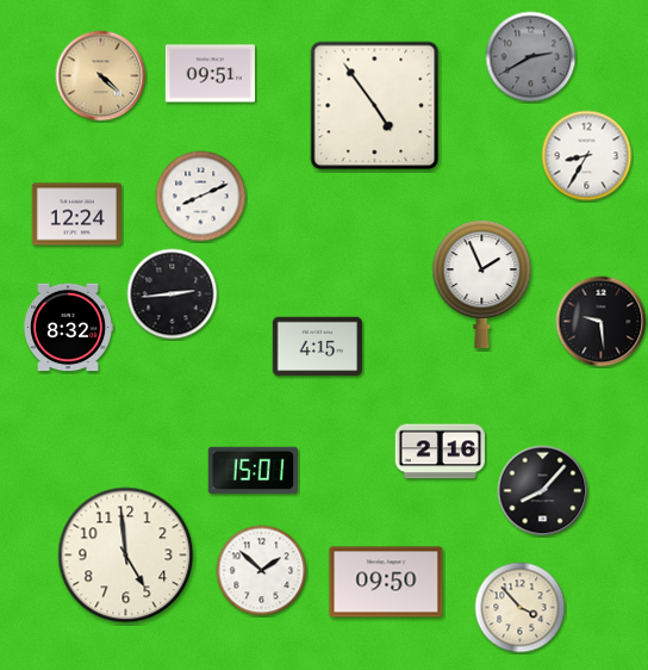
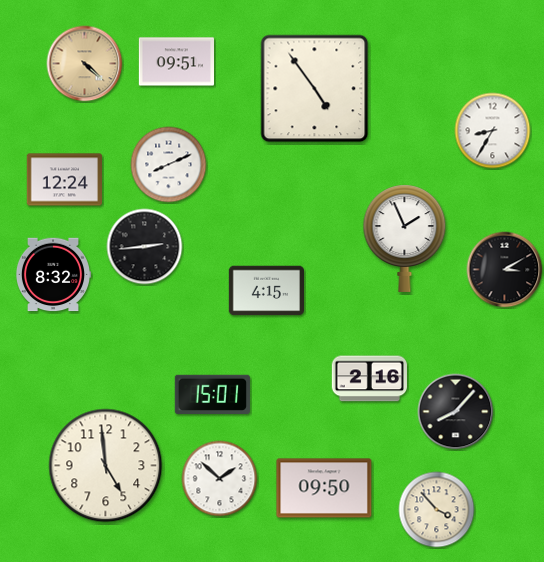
clock at (531, 57): 2:40 -> none
clock at (602, 322): 9:29 -> 3:10
clock at (67, 328) position: (67, 328) -> (52, 275)
